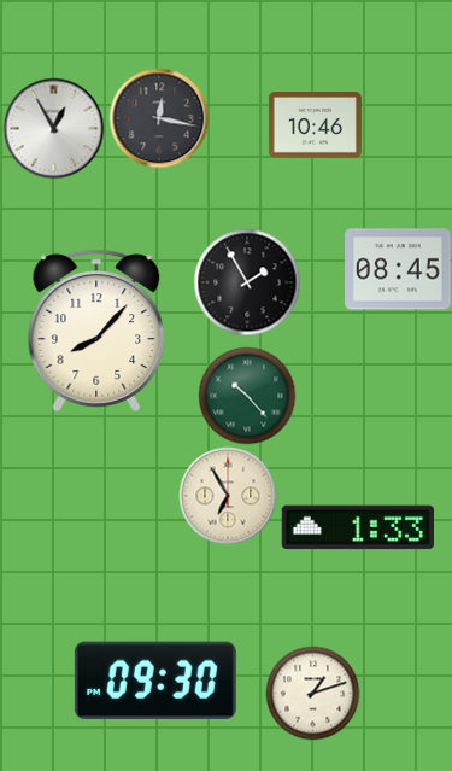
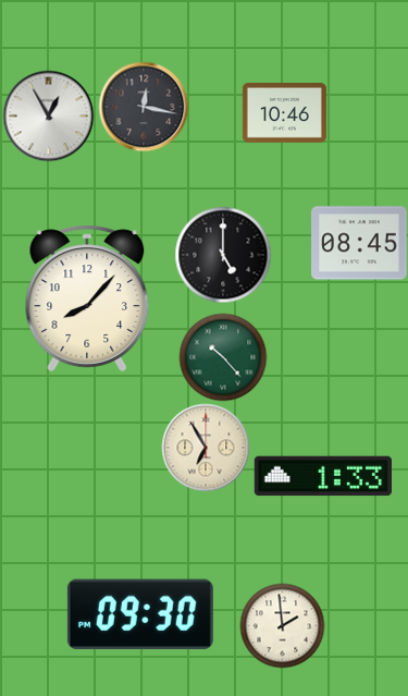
clock at (247, 282): 1:55 -> 5:00
clock at (312, 693): 1:12 -> 1:59
